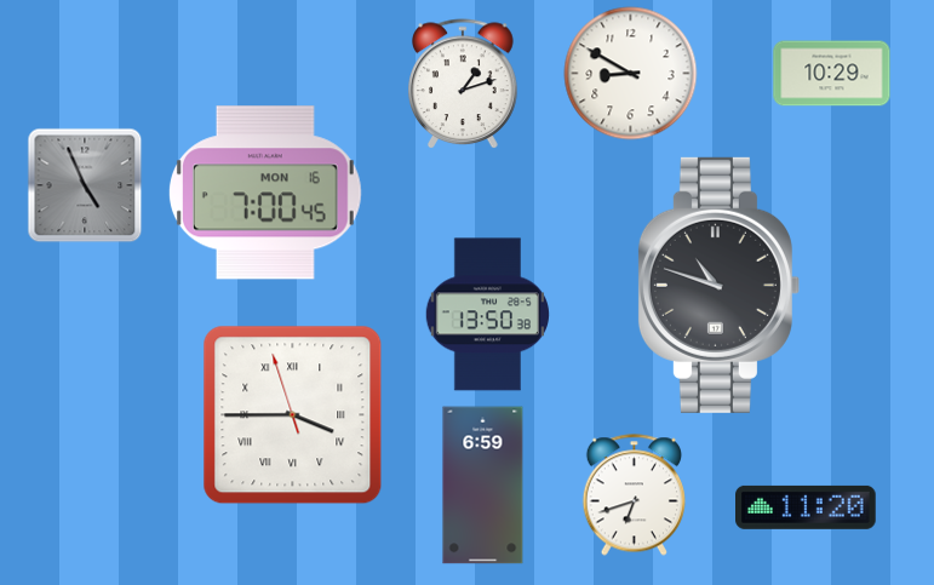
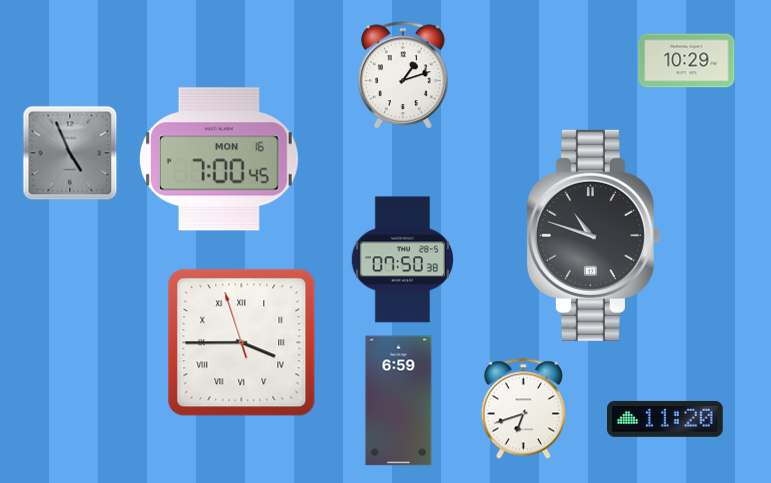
clock at (631, 74): 8:50 -> none
clock at (464, 85) position: (464, 85) -> (404, 76)
clock at (487, 315): 13:50 -> 07:50
